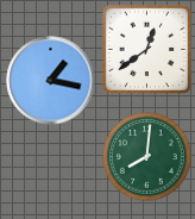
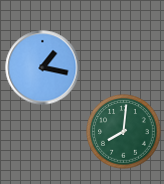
clock at (147, 50): 12:39 -> none
